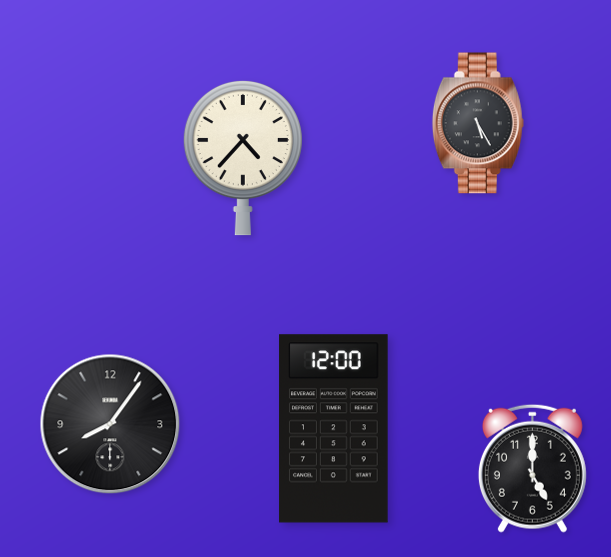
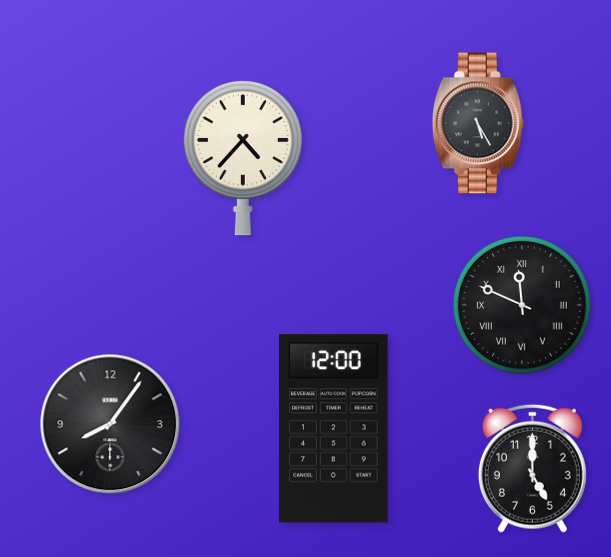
clock at (522, 305): none -> 11:49
